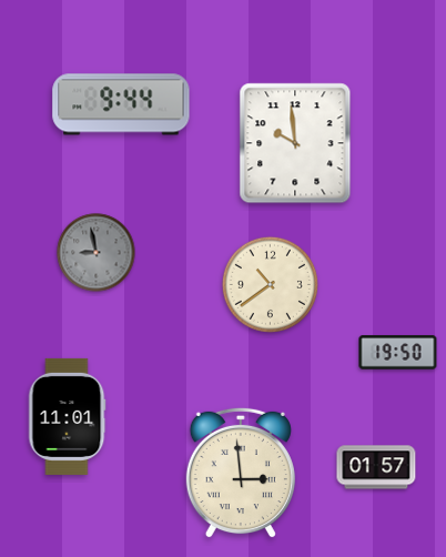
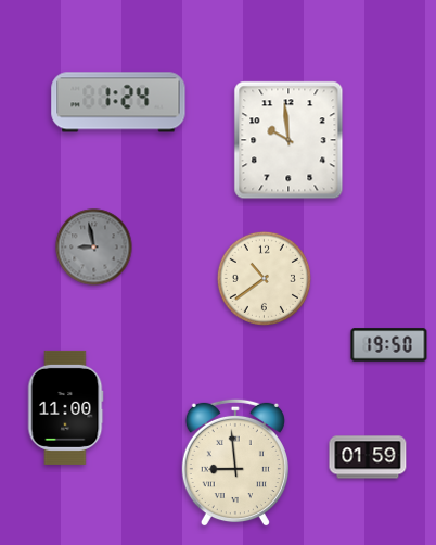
clock at (121, 104): 9:44 -> 1:24
clock at (67, 416): 11:01 -> 11:00
clock at (376, 467): 01:57 -> 01:59
clock at (241, 473): 2:59 -> 8:59
